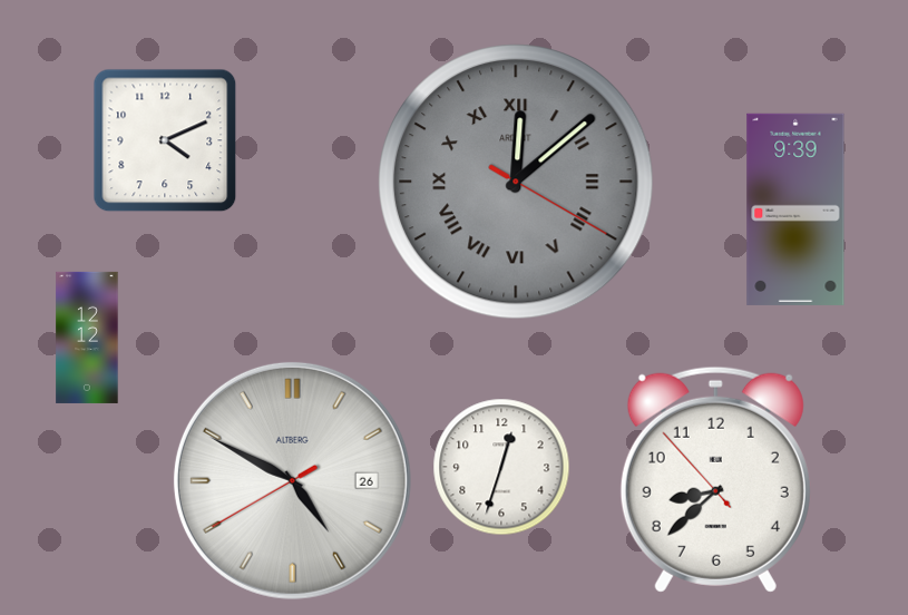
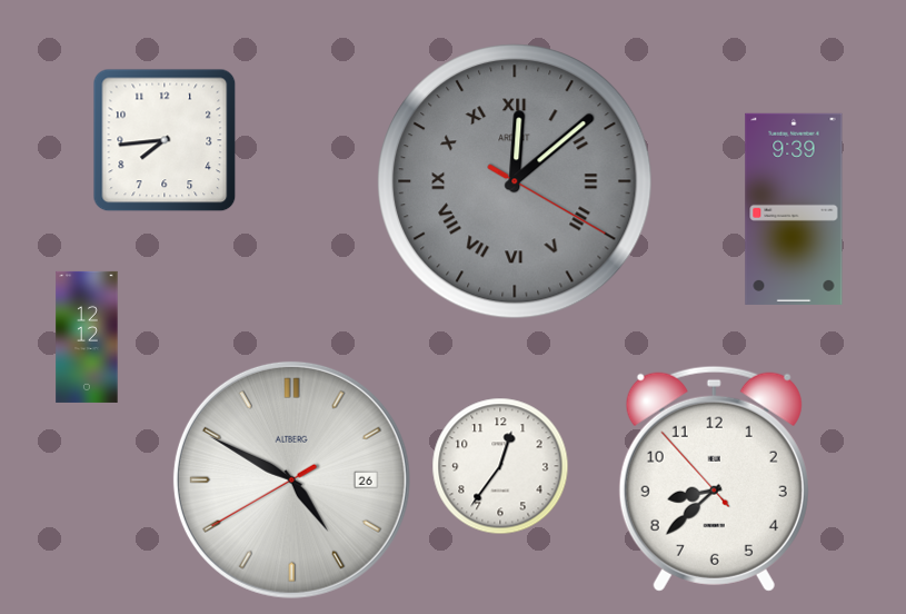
clock at (165, 140): 4:11 -> 7:44
clock at (501, 467): 12:33 -> 12:36
